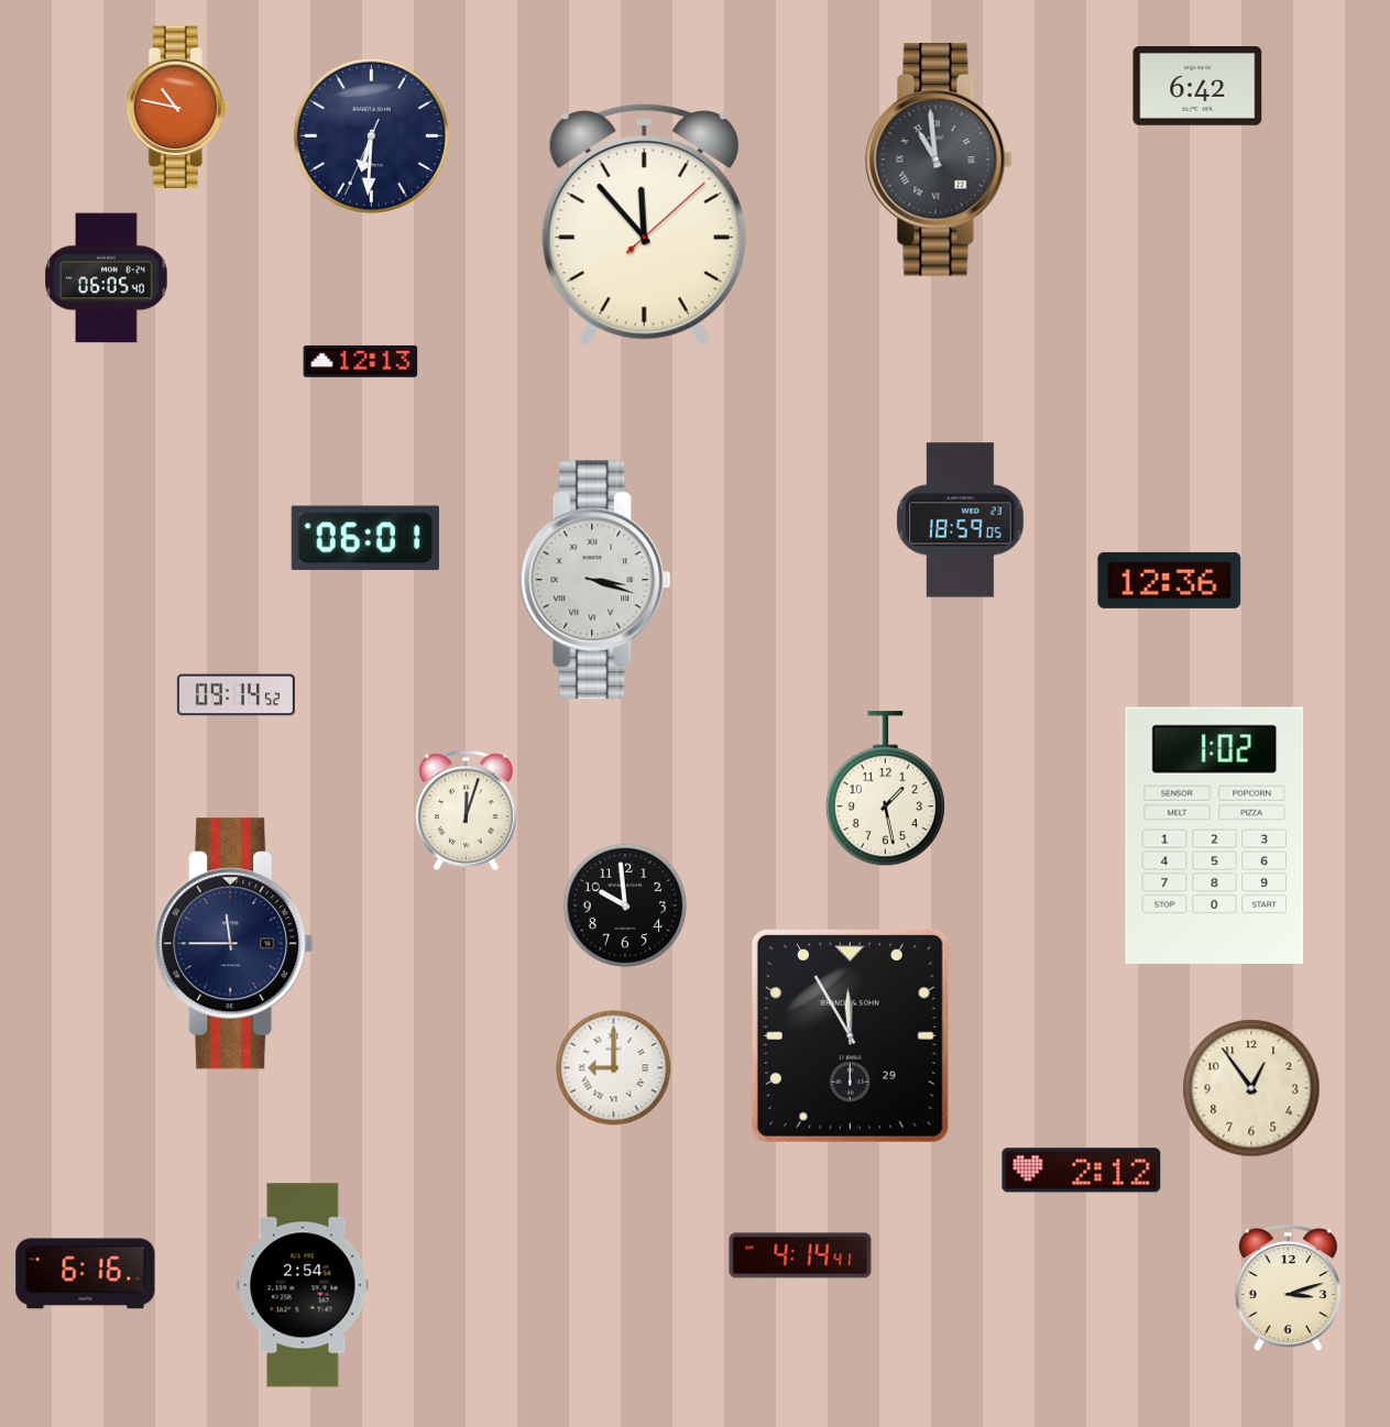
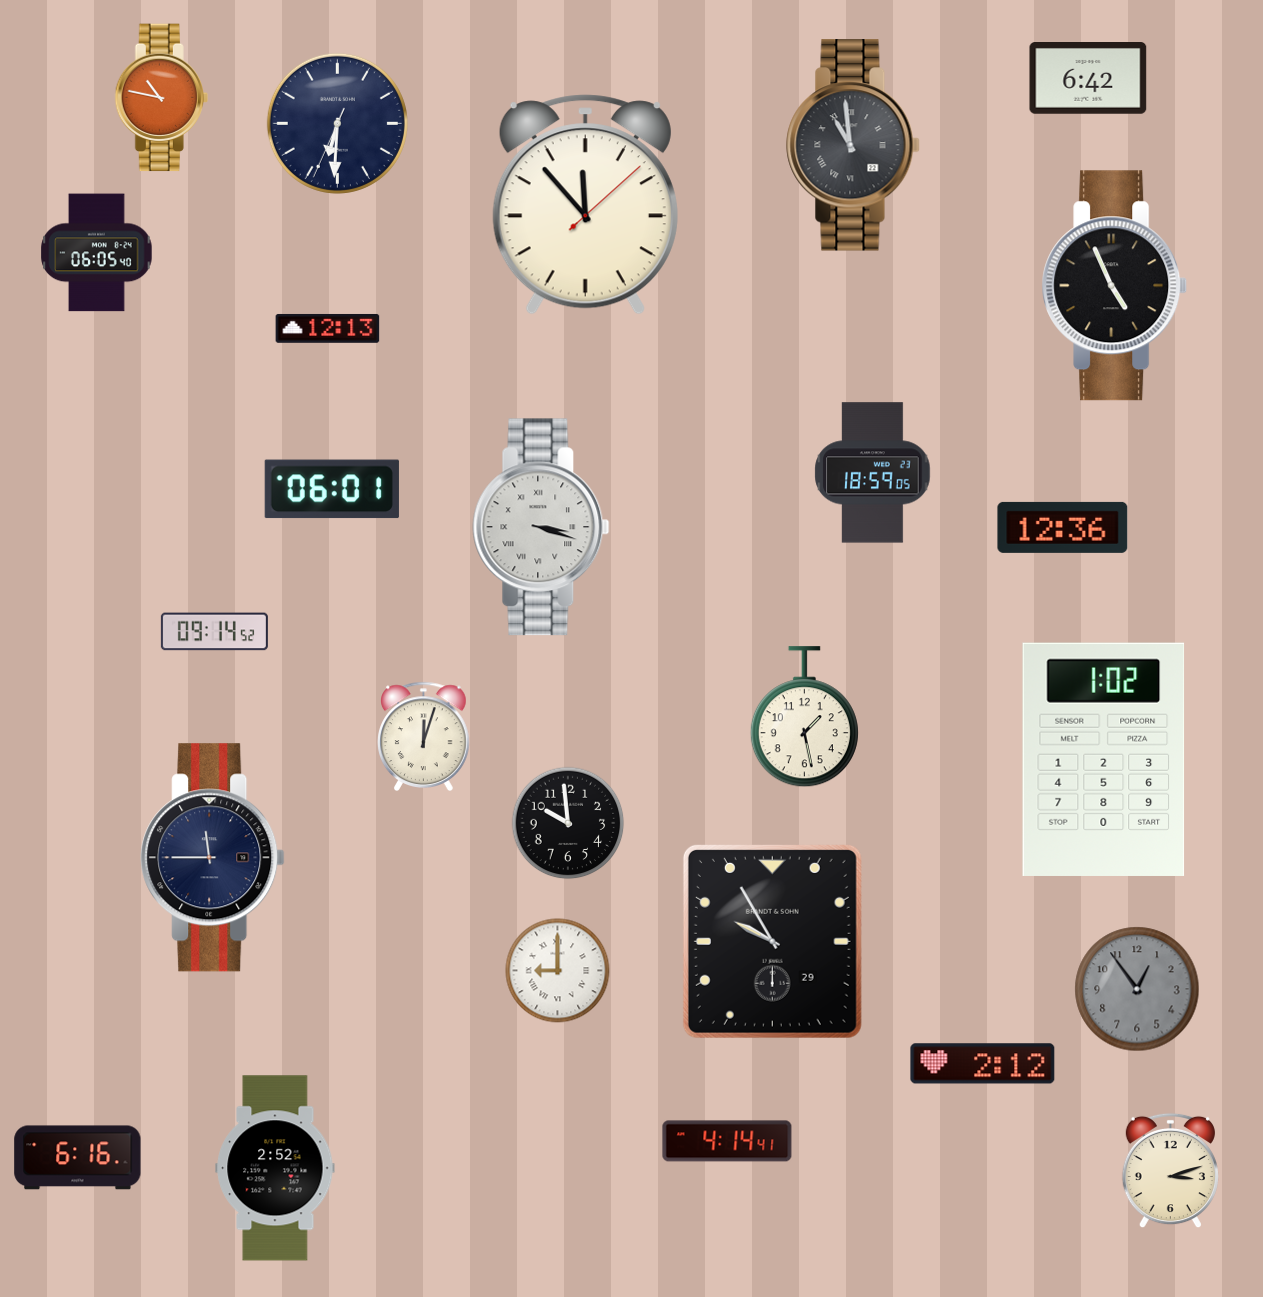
clock at (1115, 286): none -> 4:56
clock at (850, 1035): 11:55 -> 9:55
clock at (1251, 1088) dial: cream -> grey
clock at (303, 1285): 2:54 -> 2:52
